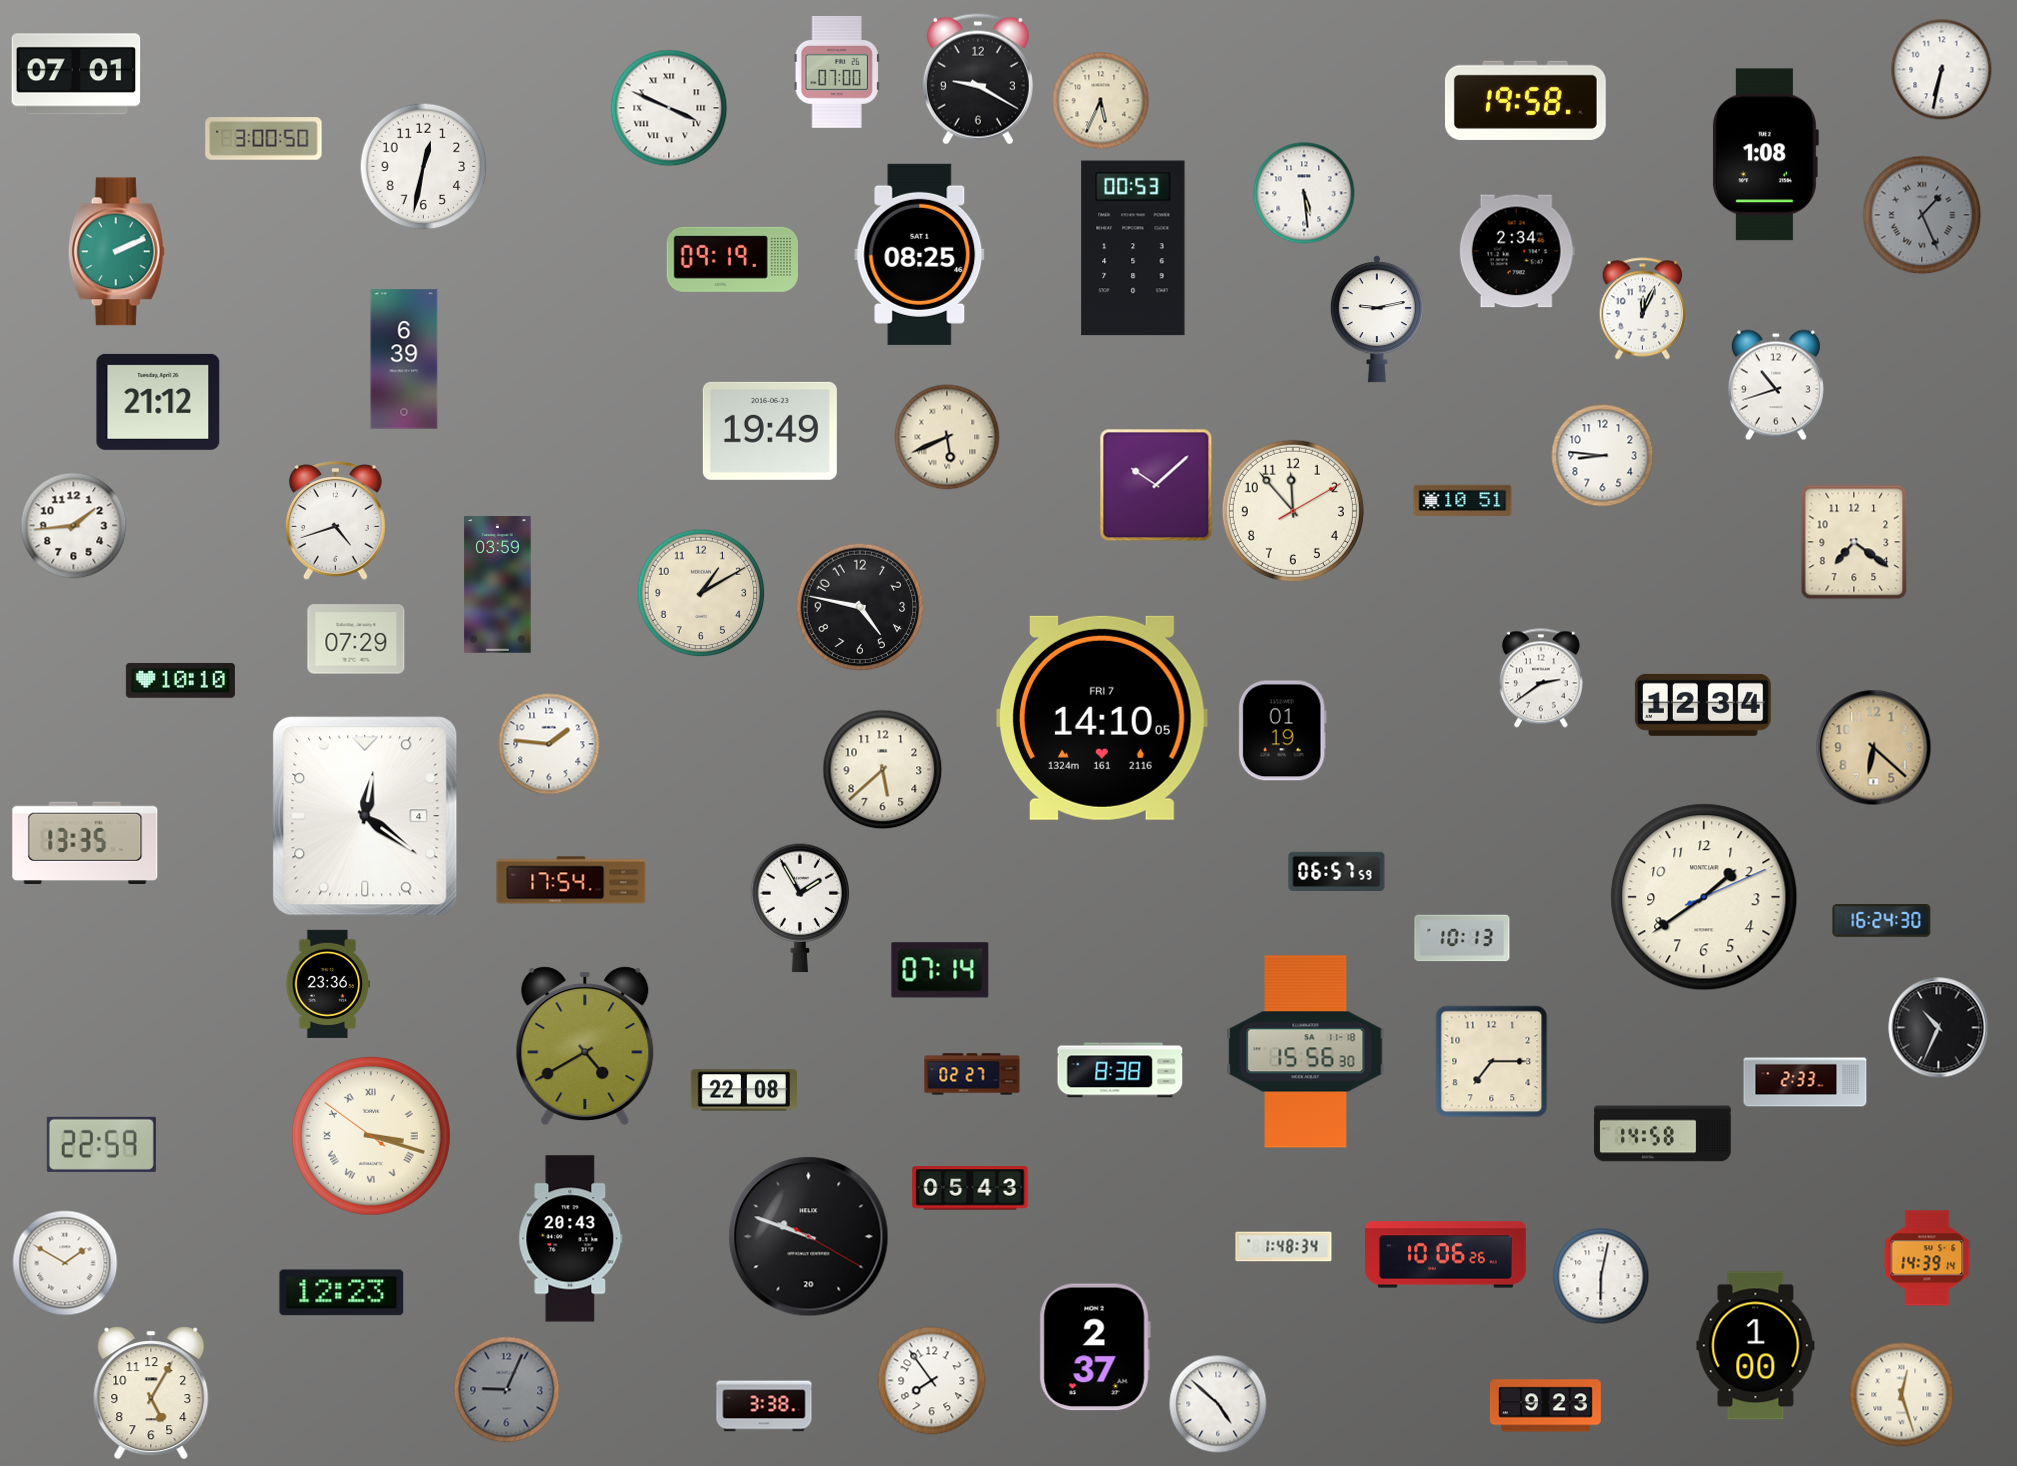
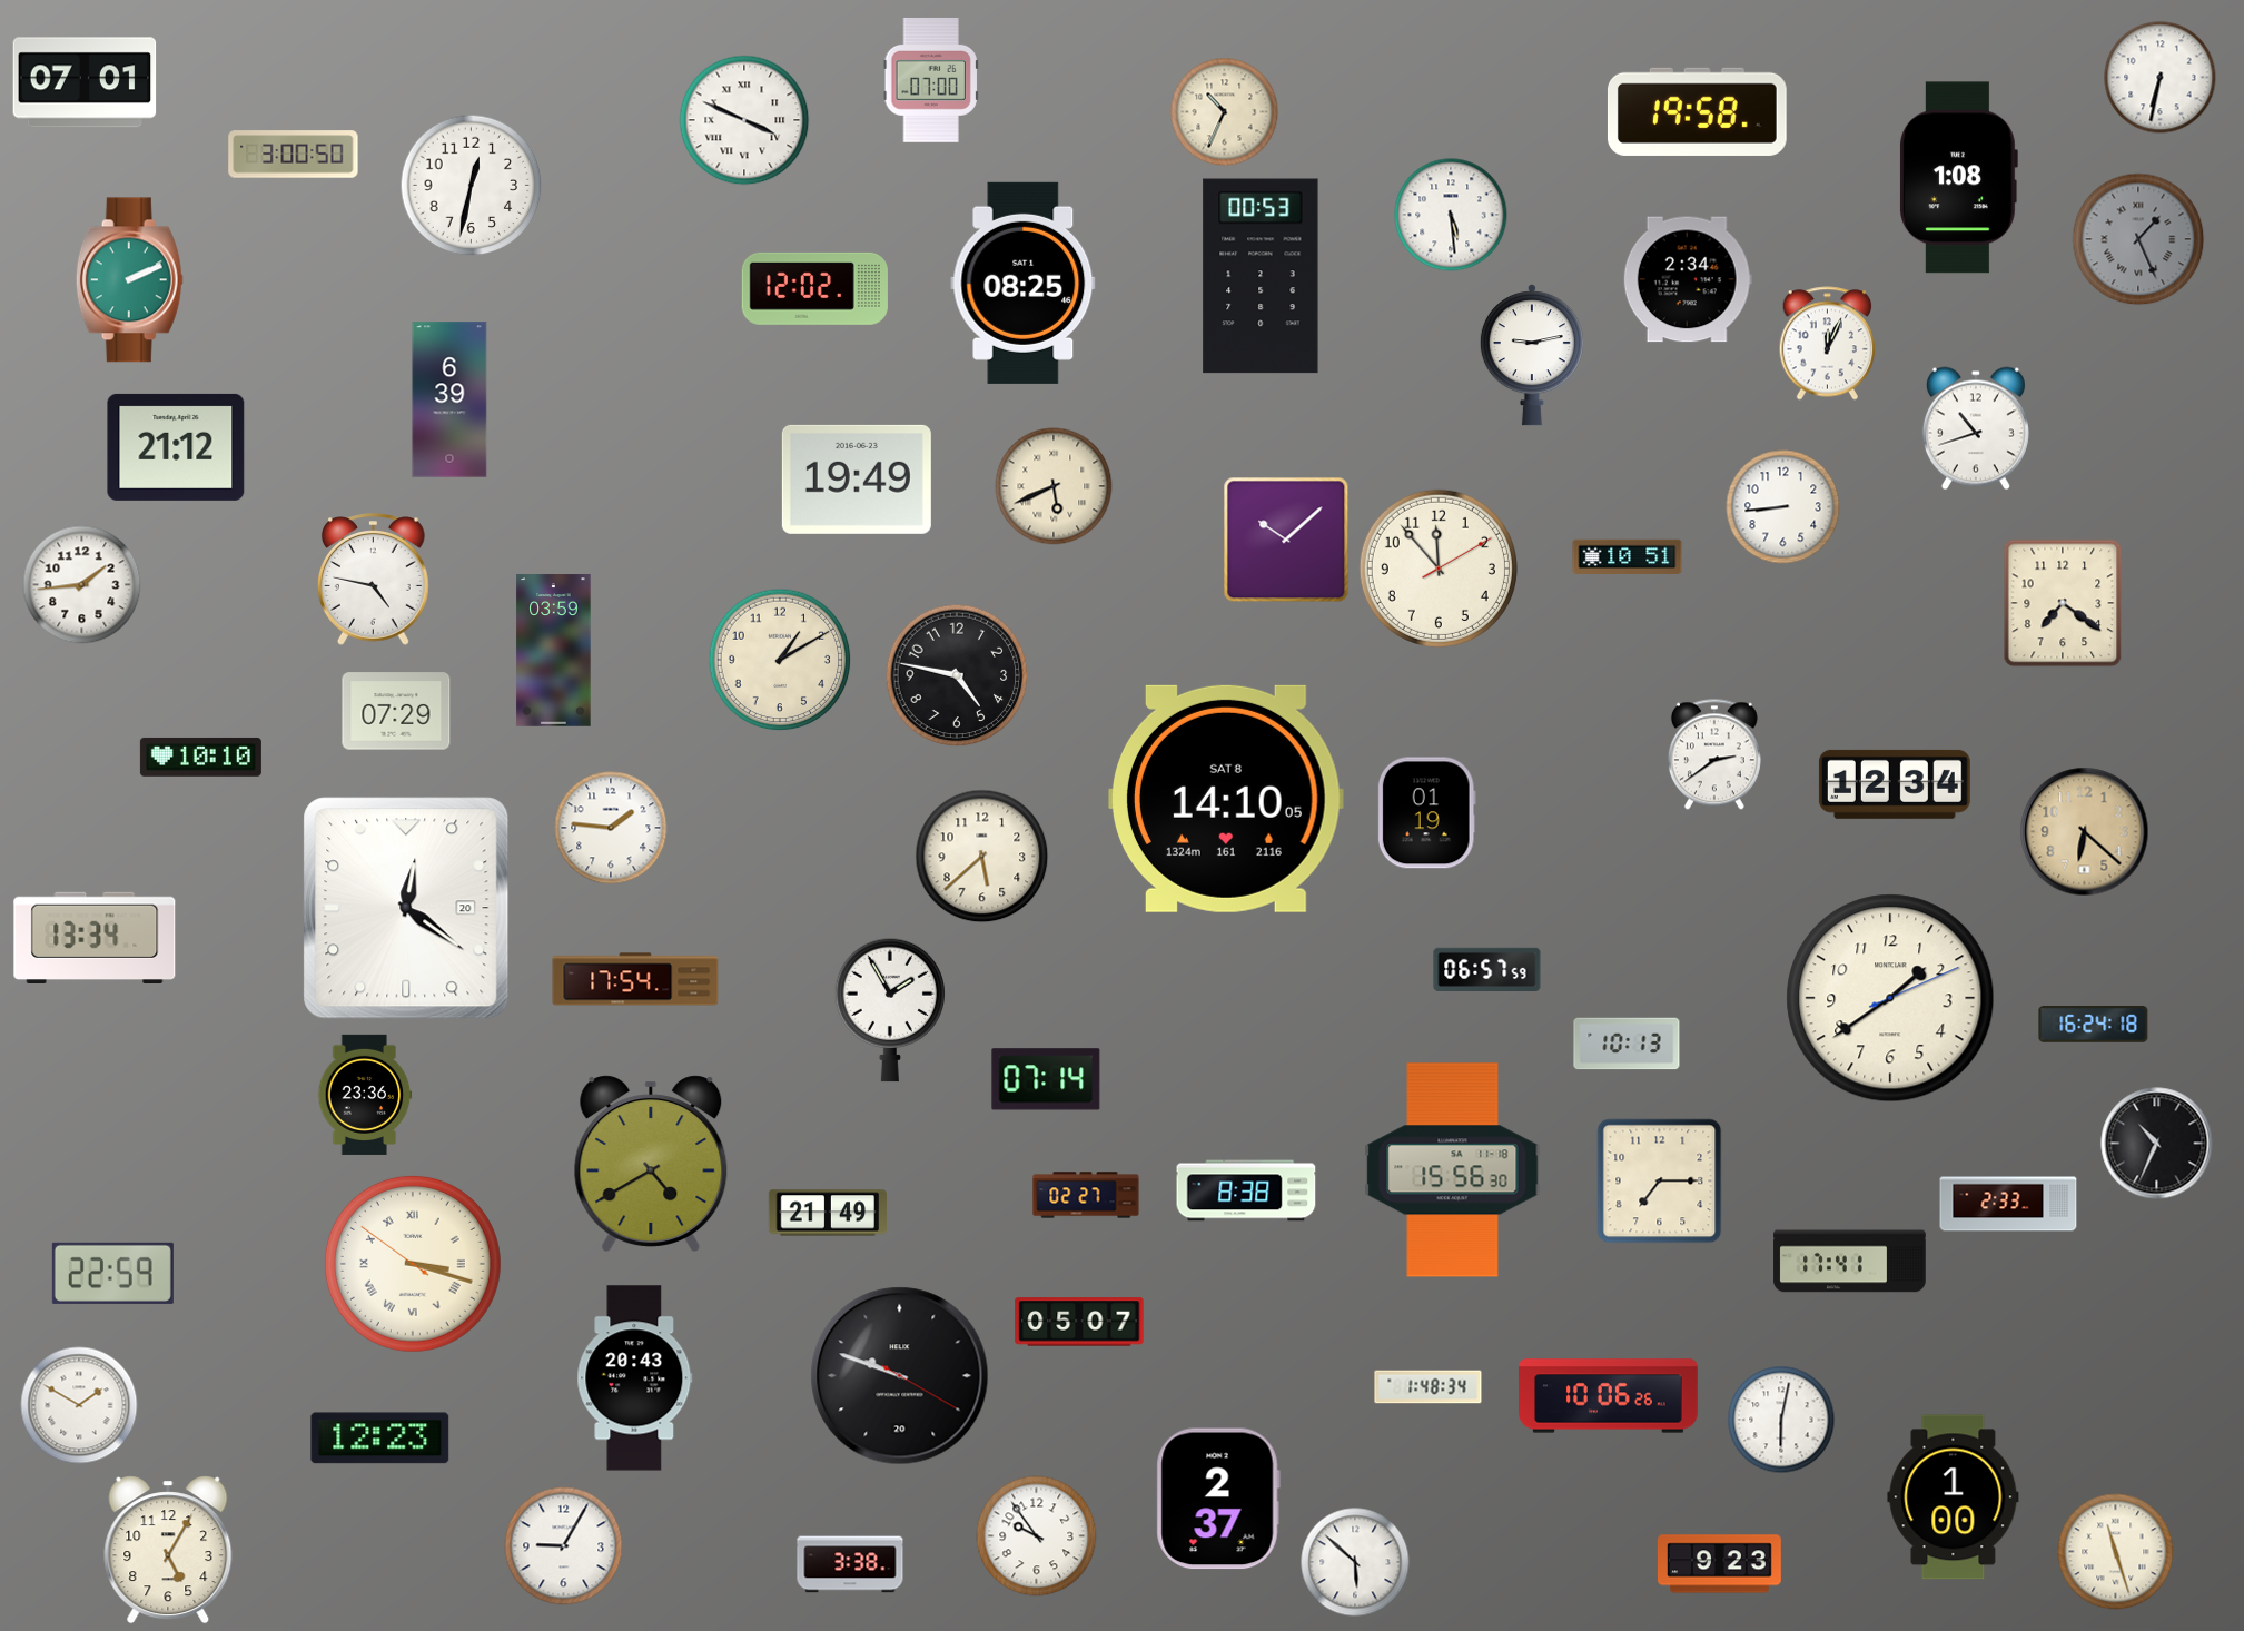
clock at (978, 79): 9:20 -> none
clock at (1101, 101): 5:34 -> 10:34
clock at (1765, 155) position: (1765, 155) -> (1958, 178)
clock at (732, 259): 09:19 -> 12:02
clock at (1603, 456): 8:46 -> 8:44
clock at (336, 521): 4:42 -> 4:47
clock at (1103, 718) date: FRI 7 -> SAT 8
clock at (365, 816) date: 4 -> 20
clock at (85, 842): 13:35 -> 13:34
clock at (1704, 897) position: (1704, 897) -> (1890, 998)
clock at (1882, 921): 16:24:30 -> 16:24:18
clock at (972, 1074) position: (972, 1074) -> (1086, 1195)
clock at (743, 1090): 22:08 -> 21:49
clock at (1663, 1134): 14:58 -> 17:41
clock at (970, 1188): 05:43 -> 05:07
clock at (1927, 1258): 14:39 -> none
clock at (65, 1263) position: (65, 1263) -> (79, 1405)
clock at (932, 1381): 7:54 -> 9:54
clock at (507, 1390): 9:04 -> 9:05
clock at (507, 1390) dial: grey -> white
clock at (1902, 1395): 12:27 -> 11:27
clock at (1218, 1404): 4:52 -> 5:52
